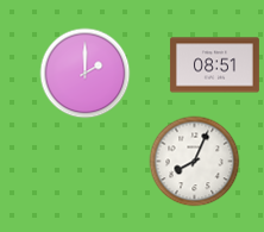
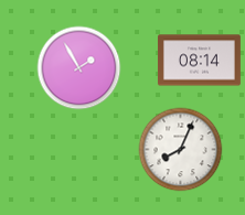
clock at (214, 65): 08:51 -> 08:14
clock at (86, 74): 2:00 -> 1:55
